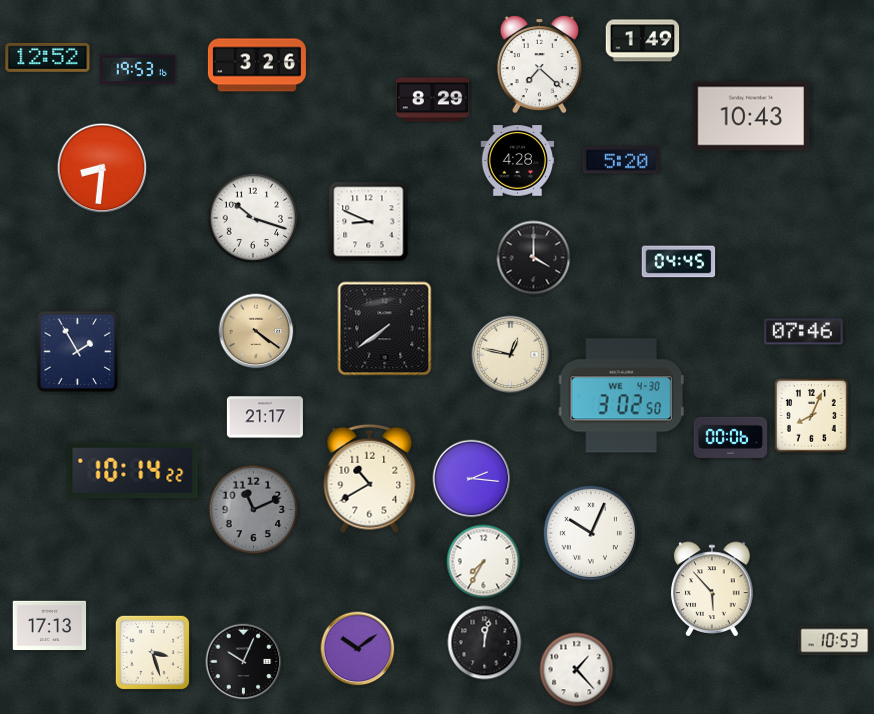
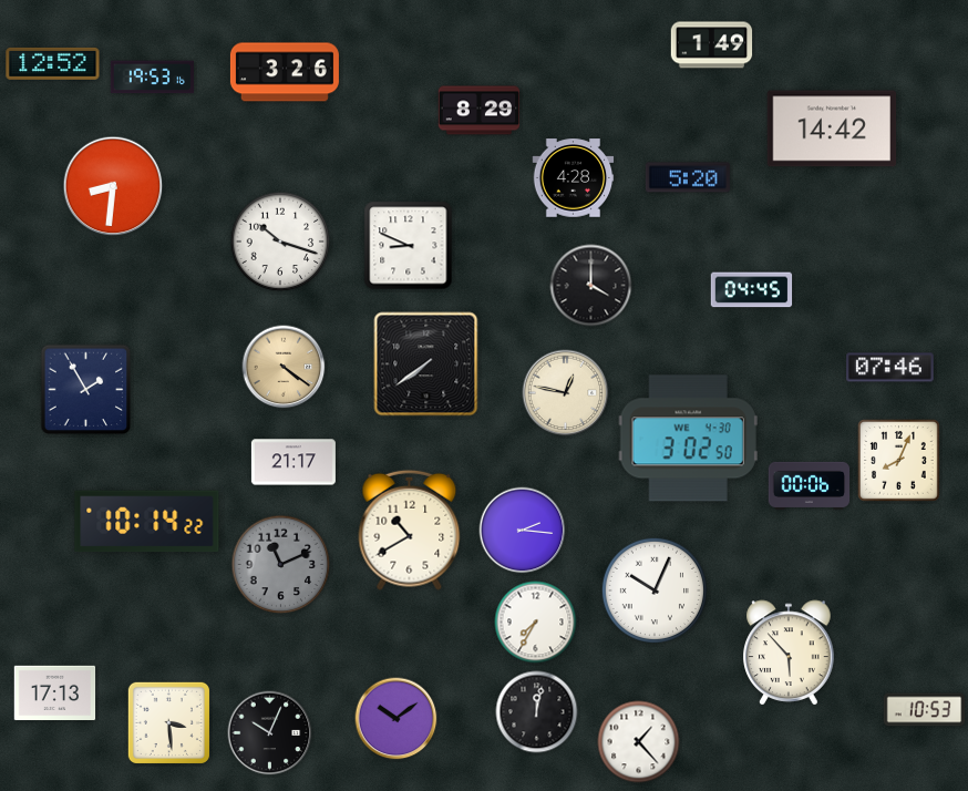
clock at (539, 64): 7:22 -> none
clock at (751, 116): 10:43 -> 14:42
clock at (152, 652): 3:27 -> 3:29
